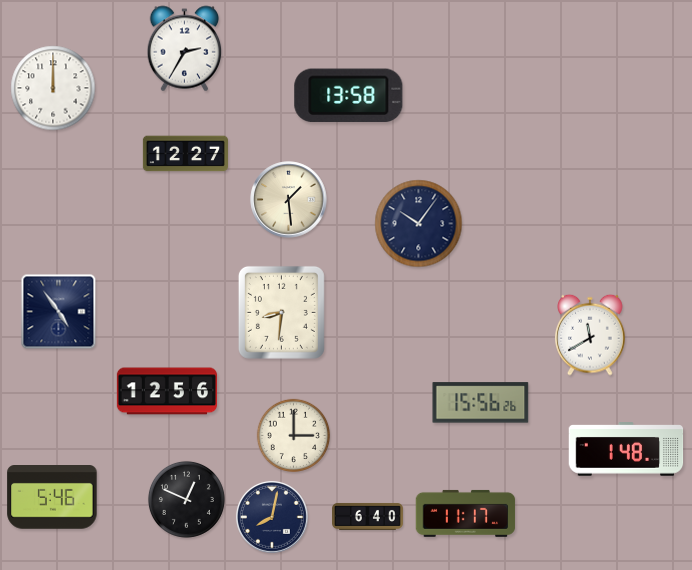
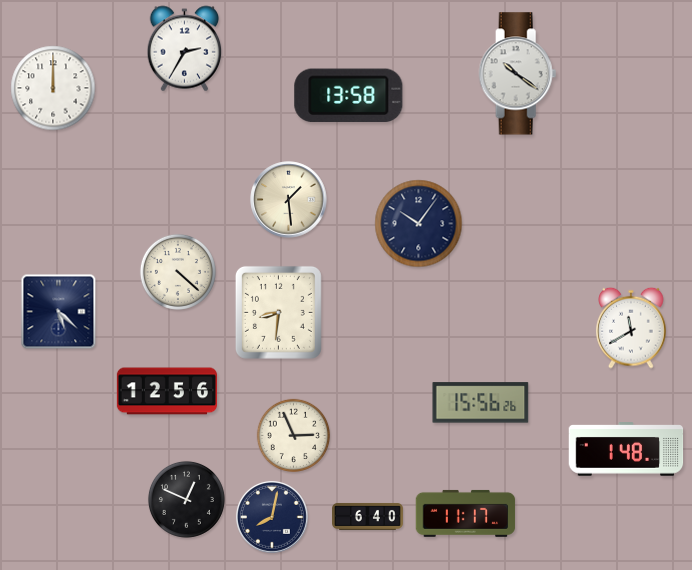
clock at (518, 74): none -> 10:21
clock at (185, 154): 12:27 -> none
clock at (178, 272): none -> 4:22
clock at (59, 312): 4:54 -> 5:22
clock at (281, 312) position: (281, 312) -> (278, 312)
clock at (590, 335) position: (590, 335) -> (631, 328)
clock at (294, 436): 3:00 -> 2:56
clock at (52, 497): 5:46 -> none
